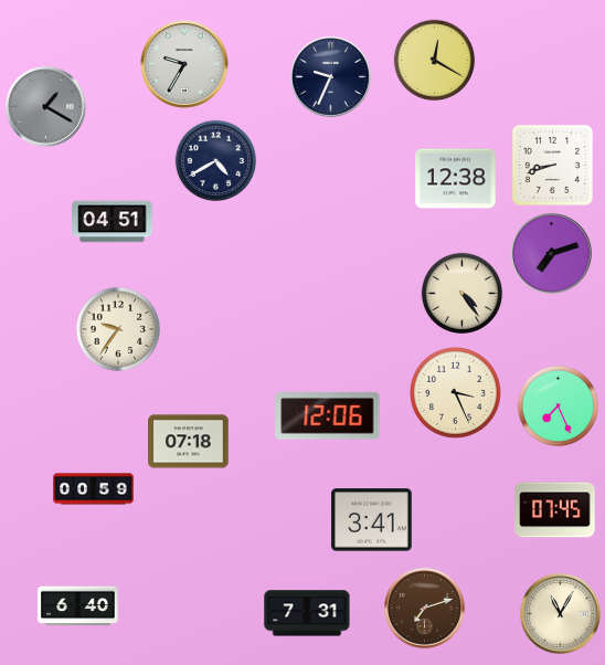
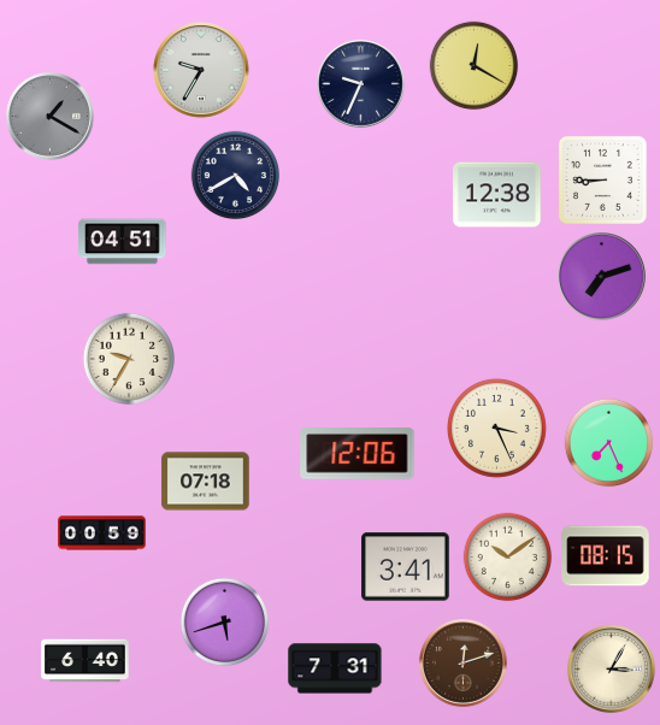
clock at (552, 165): 8:42 -> 8:45
clock at (463, 294): 4:24 -> none
clock at (118, 329): 9:36 -> 9:35
clock at (555, 510): 07:45 -> 08:15
clock at (508, 558): none -> 10:09
clock at (225, 623): none -> 5:42
clock at (425, 609): 7:12 -> 12:12
clock at (561, 614): 11:05 -> 3:05
